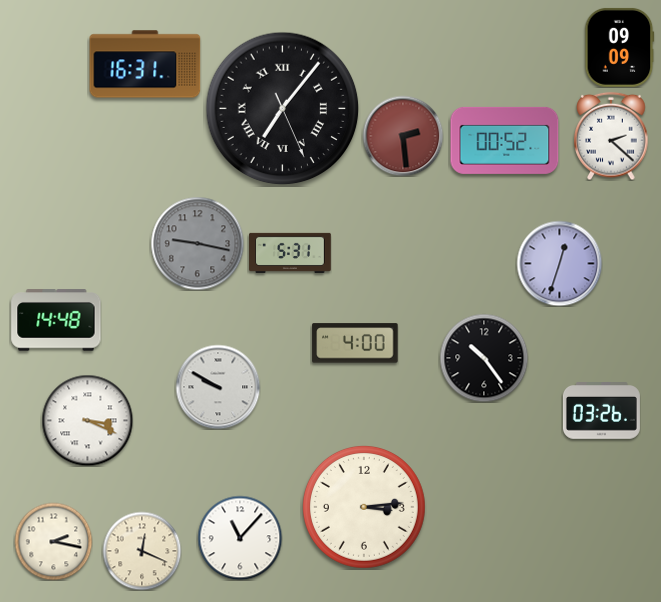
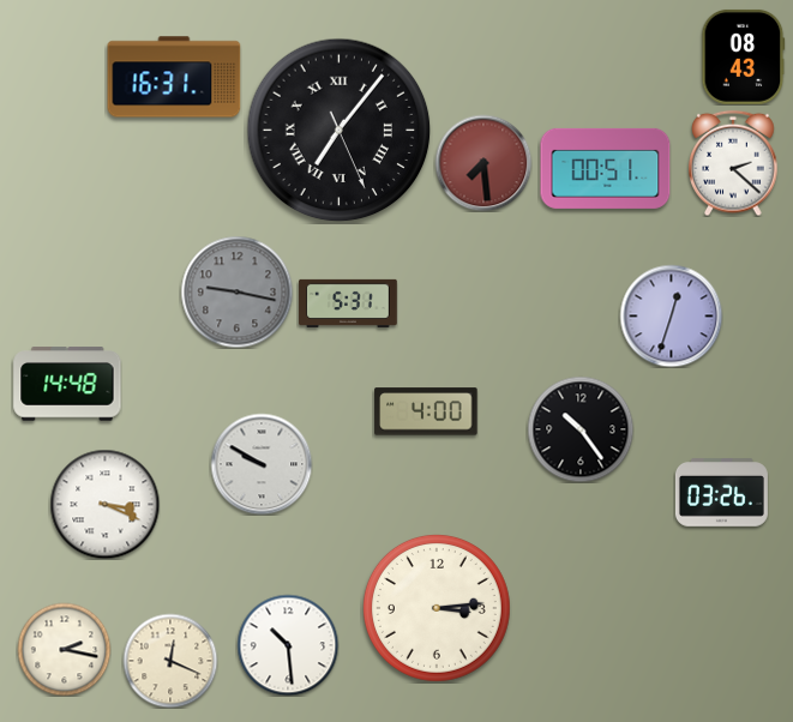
clock at (620, 47): 09:09 -> 08:43
clock at (403, 136): 2:29 -> 7:29
clock at (505, 140): 00:52 -> 00:51
clock at (240, 538): 11:07 -> 10:29
